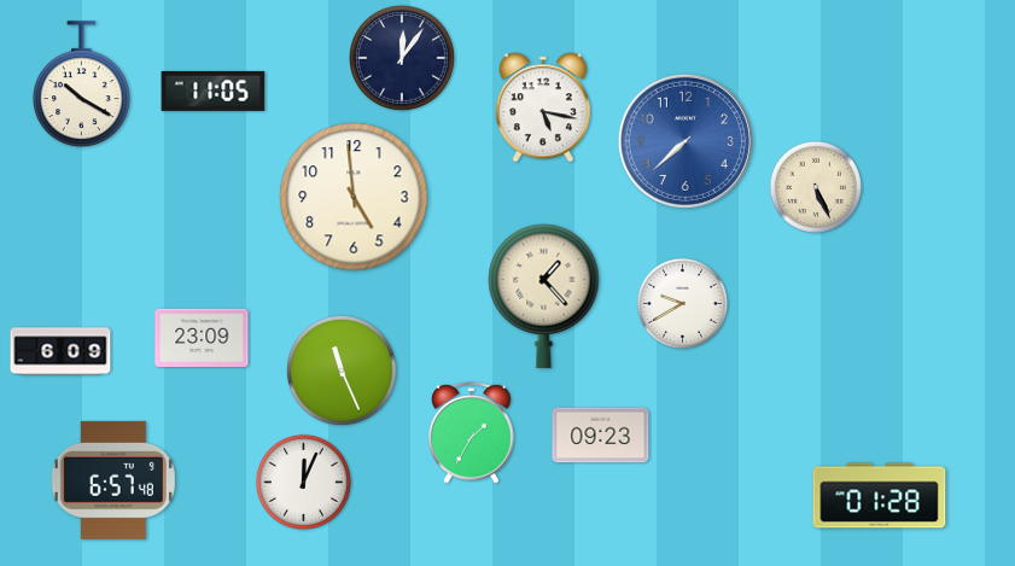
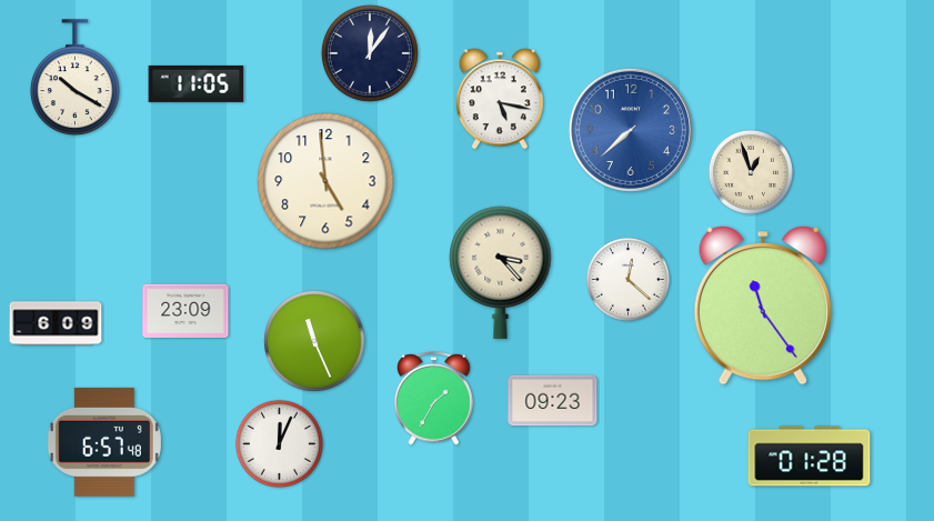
clock at (816, 187): 5:26 -> 12:57
clock at (544, 296): 1:23 -> 3:23
clock at (682, 303): 9:40 -> 12:22
clock at (763, 305): none -> 11:24
